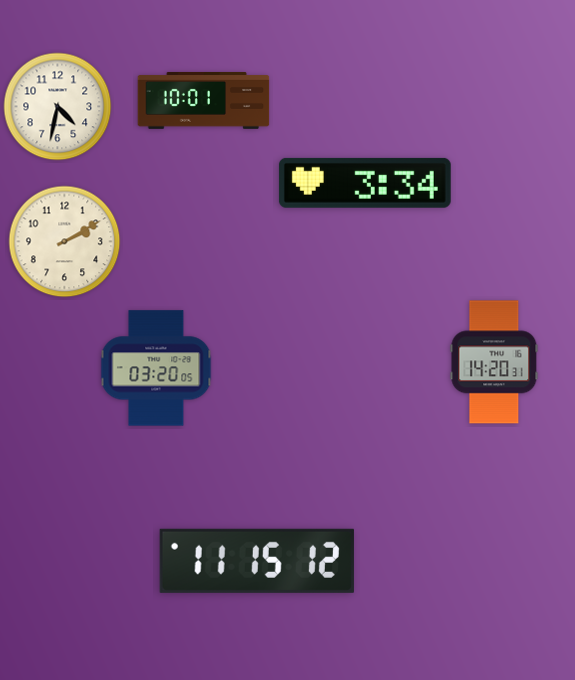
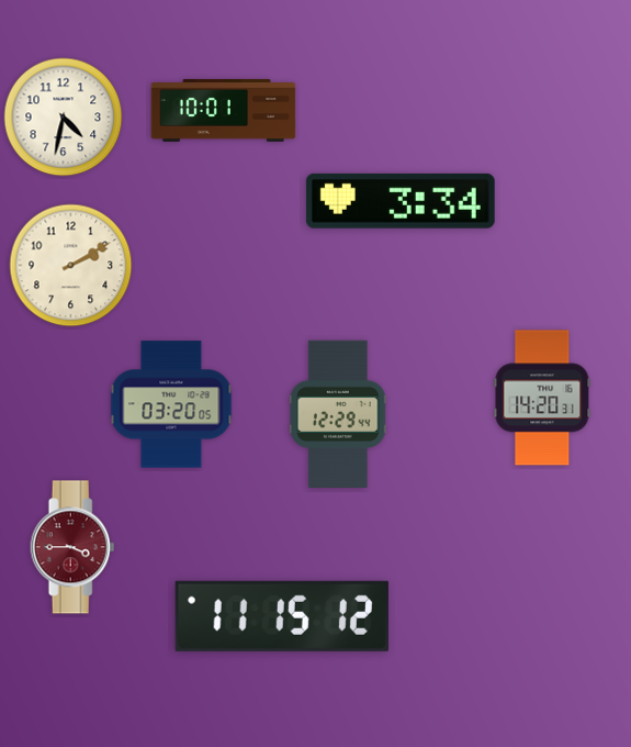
clock at (339, 413): none -> 12:29
clock at (72, 547): none -> 3:45
